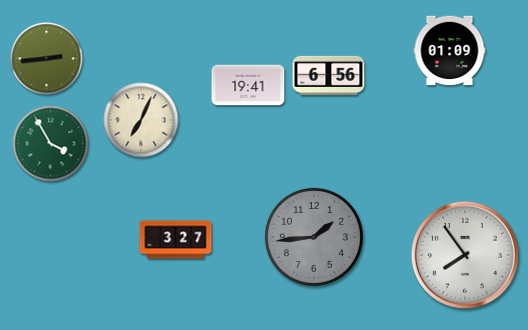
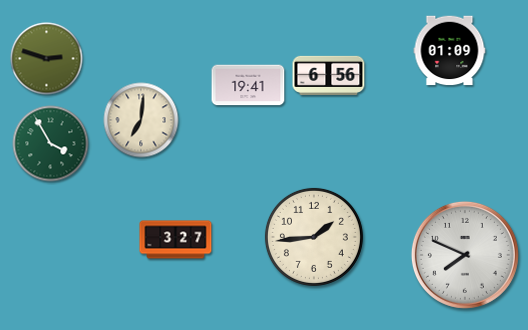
clock at (47, 59): 2:44 -> 2:48
clock at (141, 120): 7:04 -> 7:01
clock at (314, 237) dial: grey -> cream
clock at (465, 255): 7:54 -> 7:49
